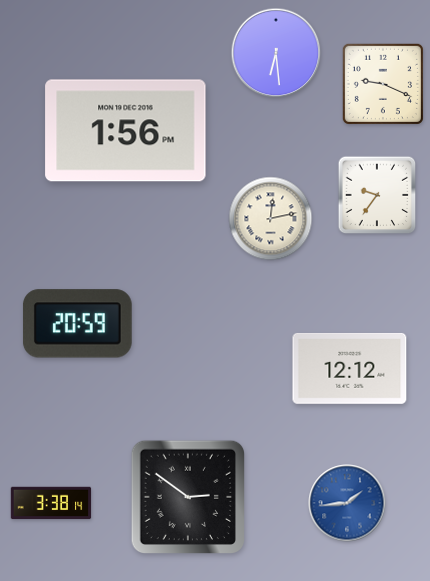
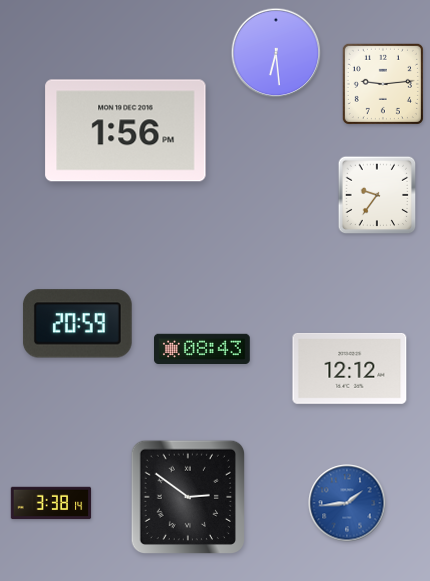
clock at (383, 84): 9:19 -> 9:14
clock at (271, 219): 12:13 -> none
clock at (203, 348): none -> 08:43
